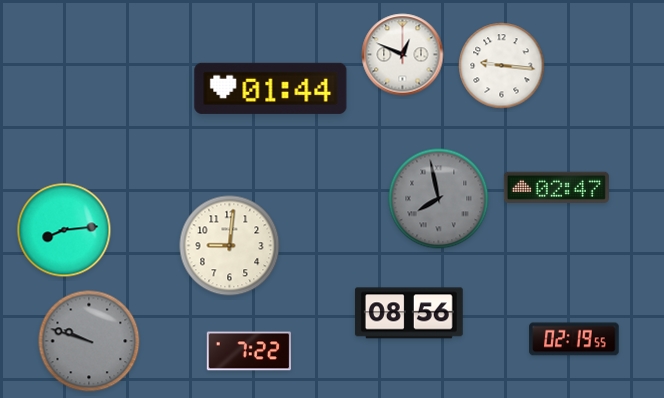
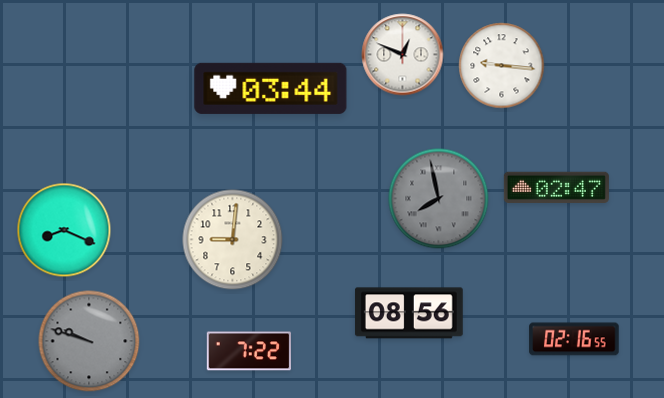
clock at (271, 88): 01:44 -> 03:44
clock at (64, 230): 8:14 -> 8:19
clock at (230, 246) position: (230, 246) -> (233, 240)
clock at (574, 339): 02:19 -> 02:16
